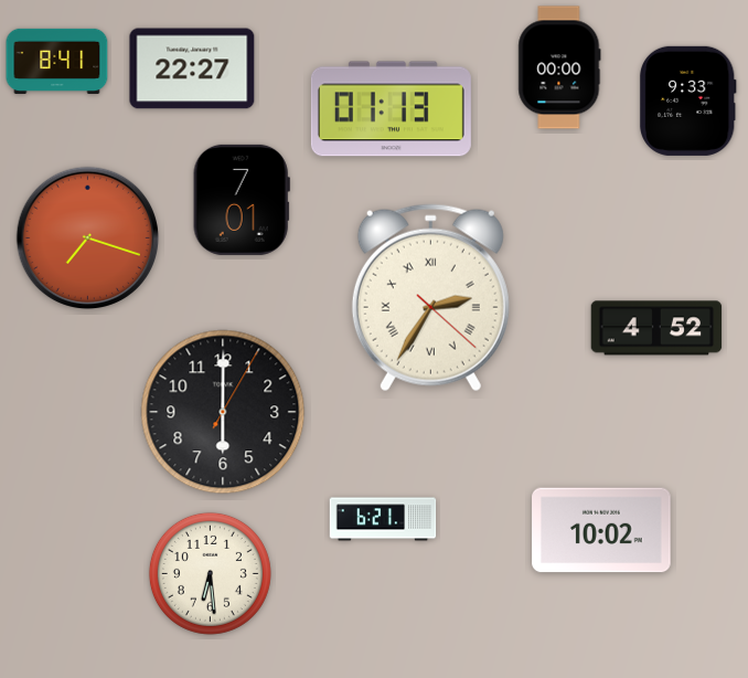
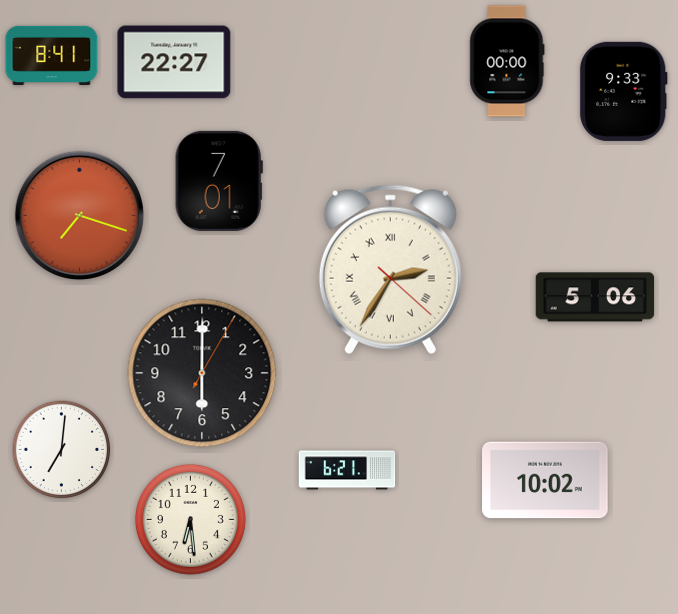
clock at (391, 109): 01:13 -> none
clock at (656, 328): 4:52 -> 5:06
clock at (62, 450): none -> 7:01
